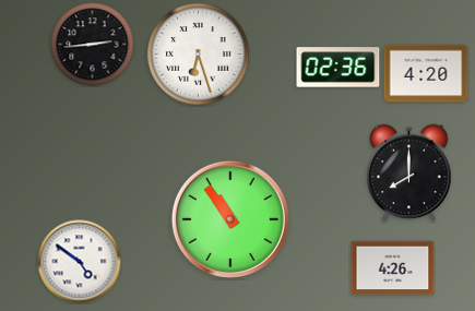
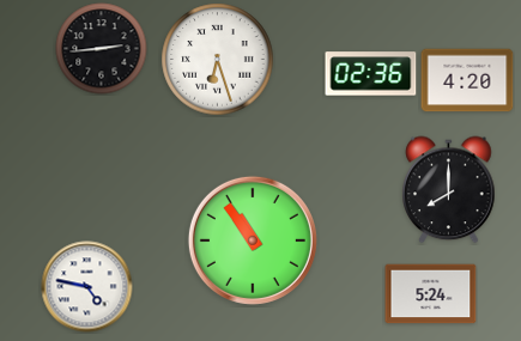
clock at (80, 262): 4:51 -> 4:47
clock at (393, 268): 4:26 -> 5:24
